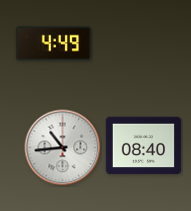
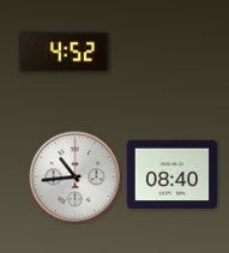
clock at (53, 44): 4:49 -> 4:52
